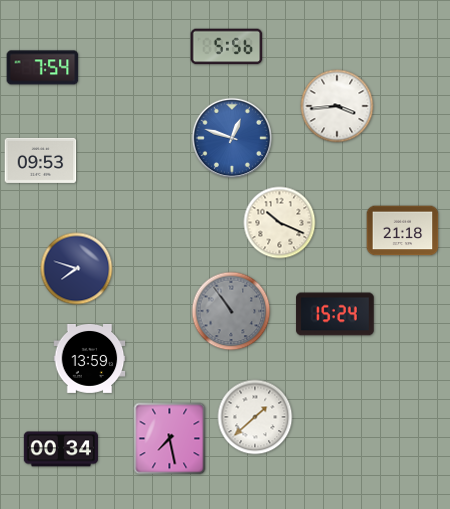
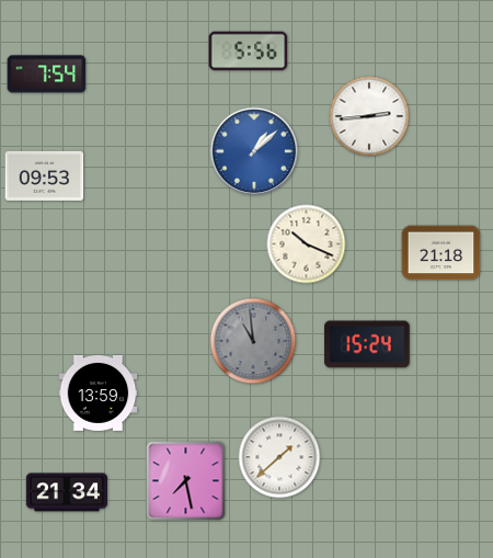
clock at (337, 106): 3:44 -> 2:44
clock at (232, 138): 12:48 -> 1:08
clock at (77, 269): 7:48 -> none
clock at (231, 311): 10:54 -> 10:59
clock at (61, 449): 00:34 -> 21:34
